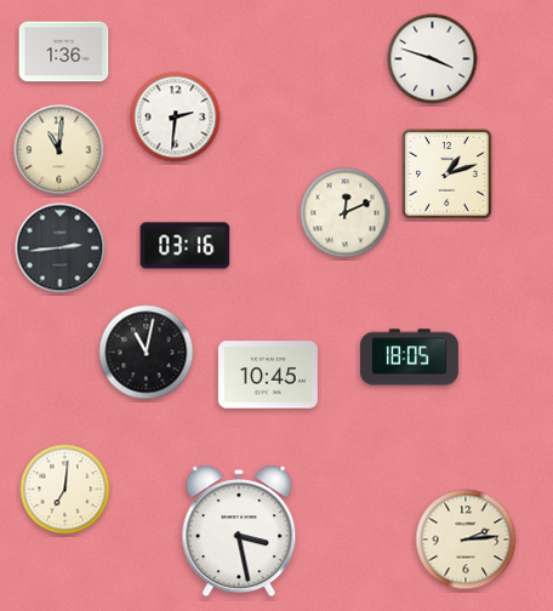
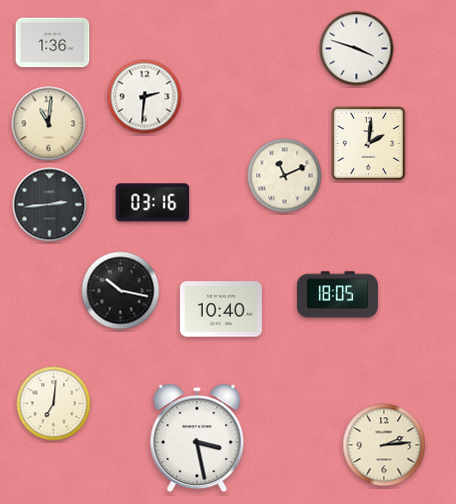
clock at (447, 175): 1:12 -> 2:01
clock at (346, 213): 12:11 -> 11:11
clock at (147, 353): 11:02 -> 10:17
clock at (268, 375): 10:45 -> 10:40
